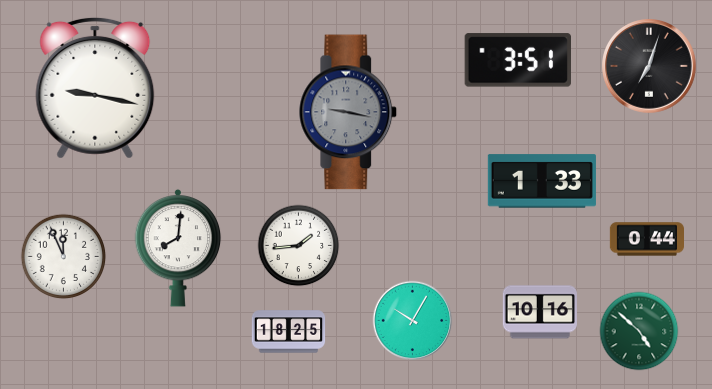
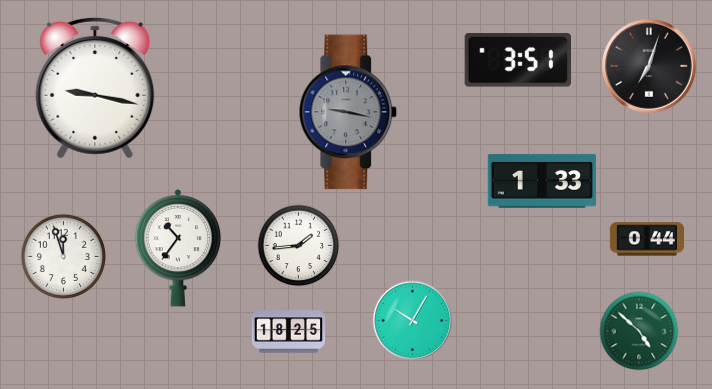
clock at (178, 248): 8:01 -> 10:36
clock at (64, 257): 11:56 -> 11:57
clock at (539, 312): 10:16 -> none
